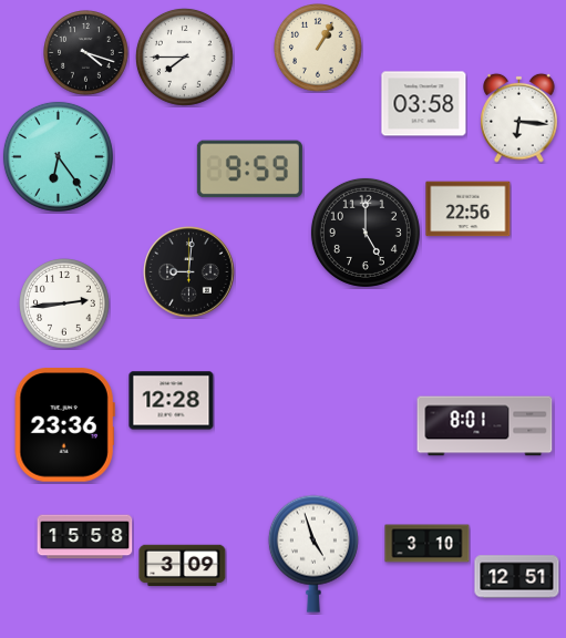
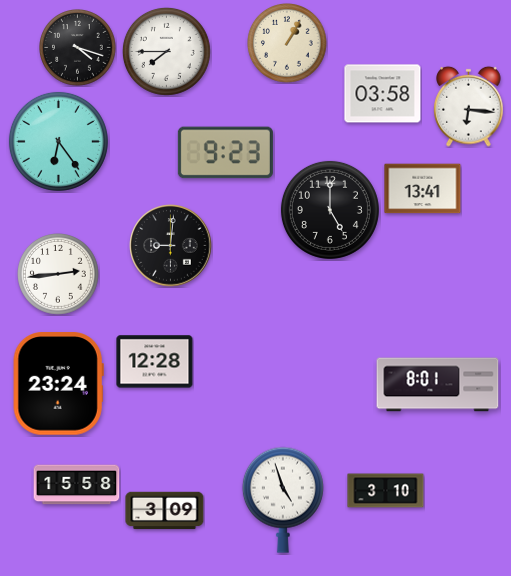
clock at (58, 156) position: (58, 156) -> (58, 141)
clock at (249, 169): 9:59 -> 9:23
clock at (469, 209): 22:56 -> 13:41
clock at (64, 425): 23:36 -> 23:24
clock at (517, 577): 12:51 -> none
